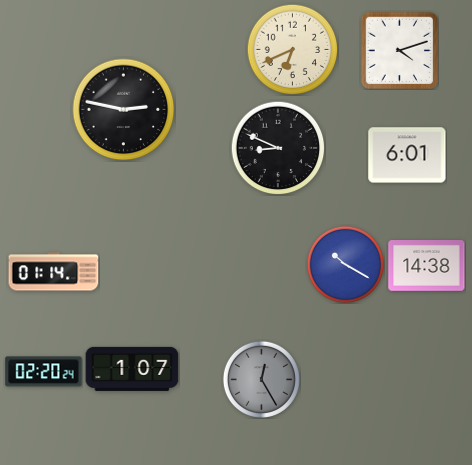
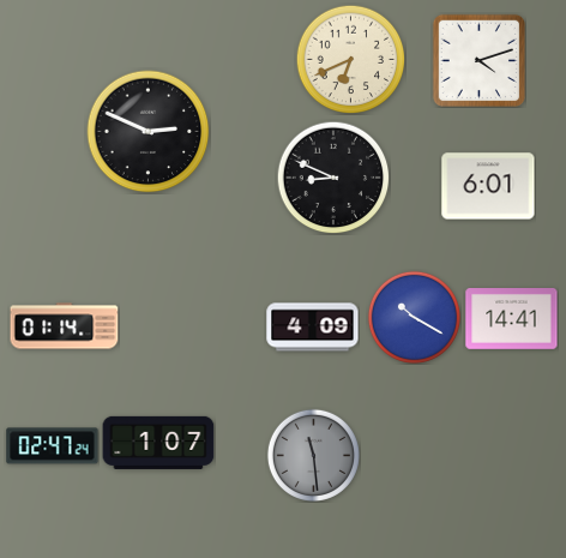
clock at (124, 110): 2:47 -> 2:49
clock at (427, 266): 14:38 -> 14:41
clock at (313, 328): none -> 4:09
clock at (44, 372): 02:20 -> 02:47
clock at (261, 379): 12:25 -> 11:29
